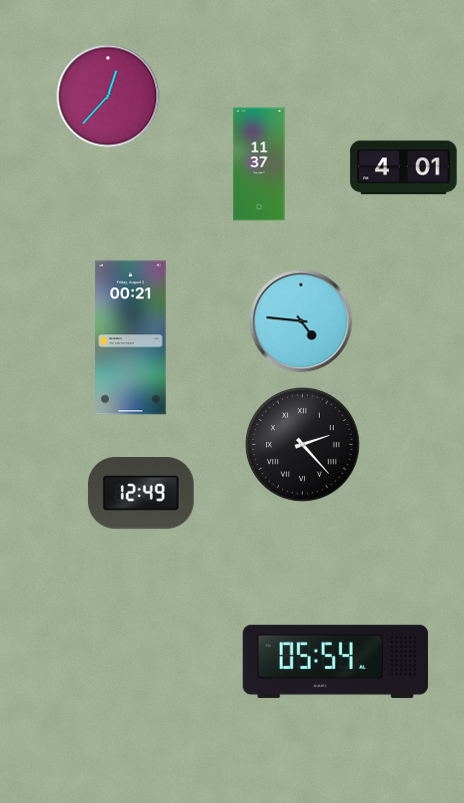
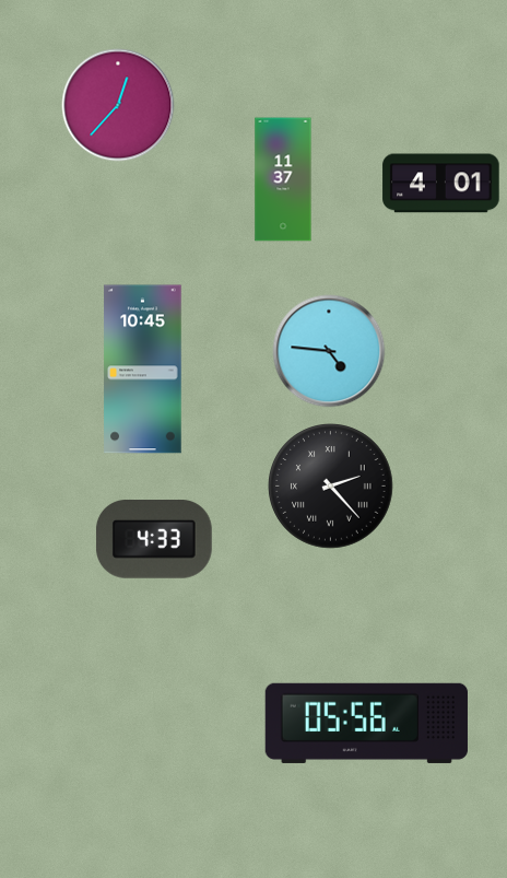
clock at (131, 338): 00:21 -> 10:45
clock at (141, 494): 12:49 -> 4:33
clock at (335, 661): 05:54 -> 05:56
